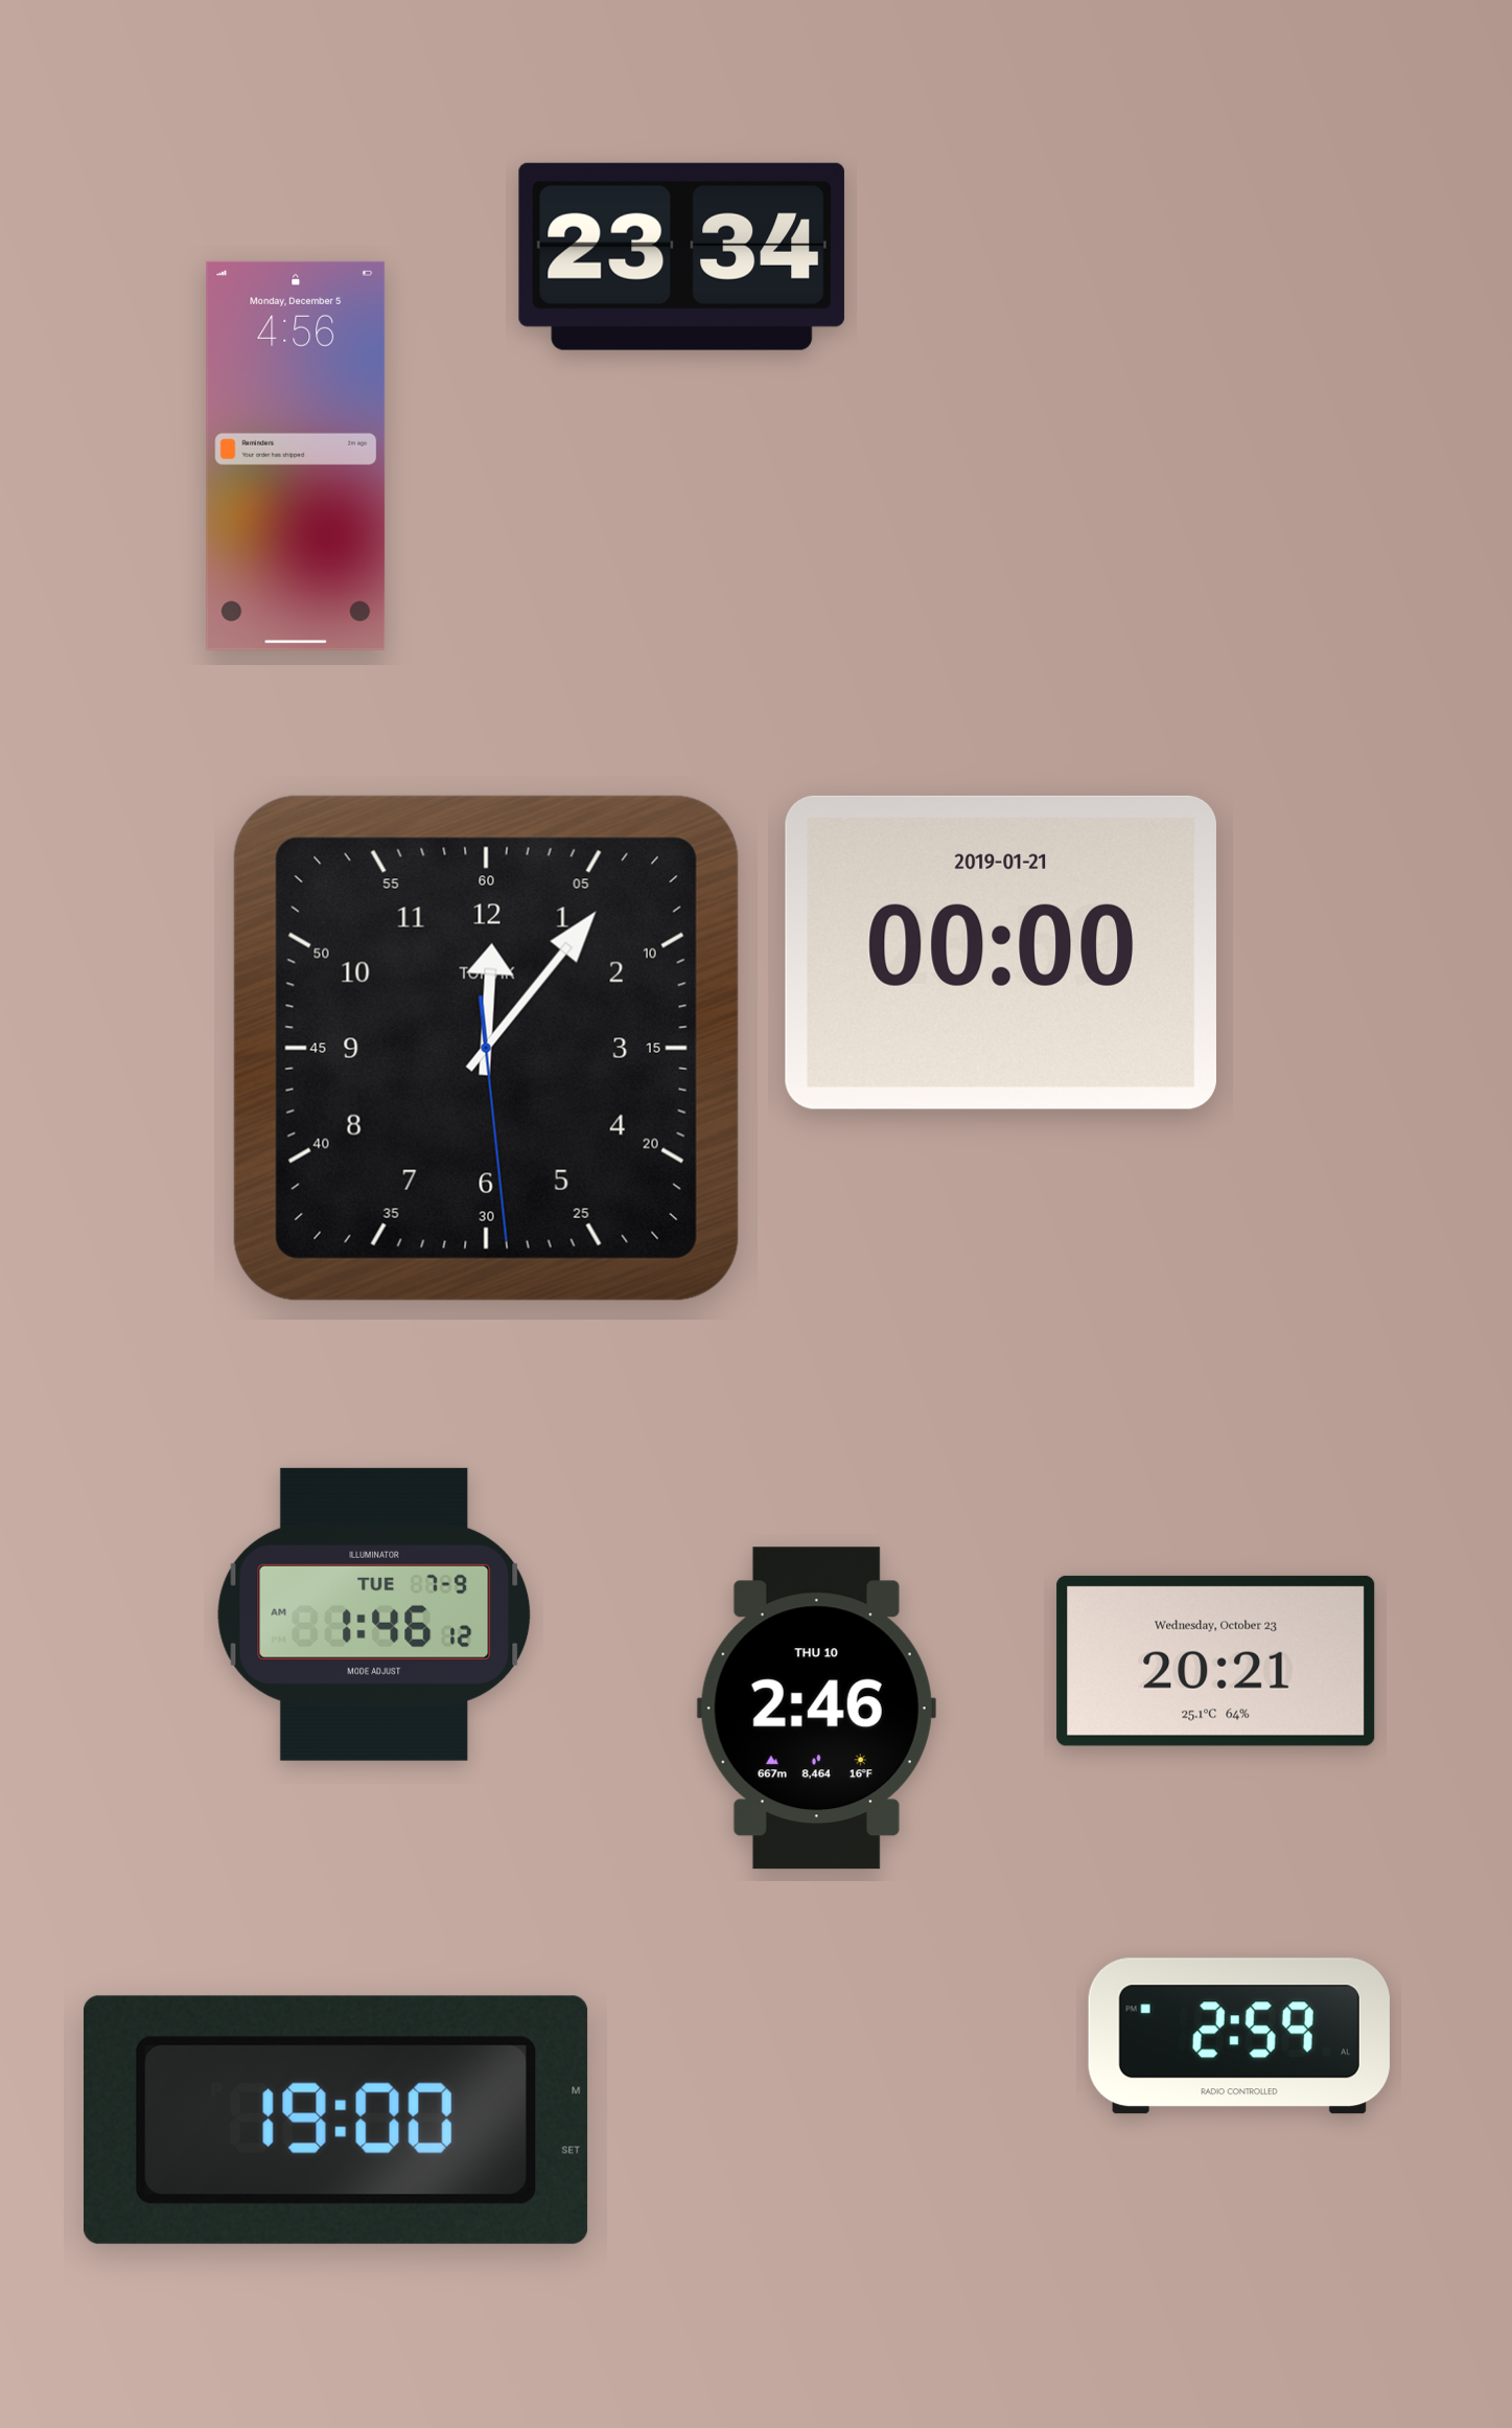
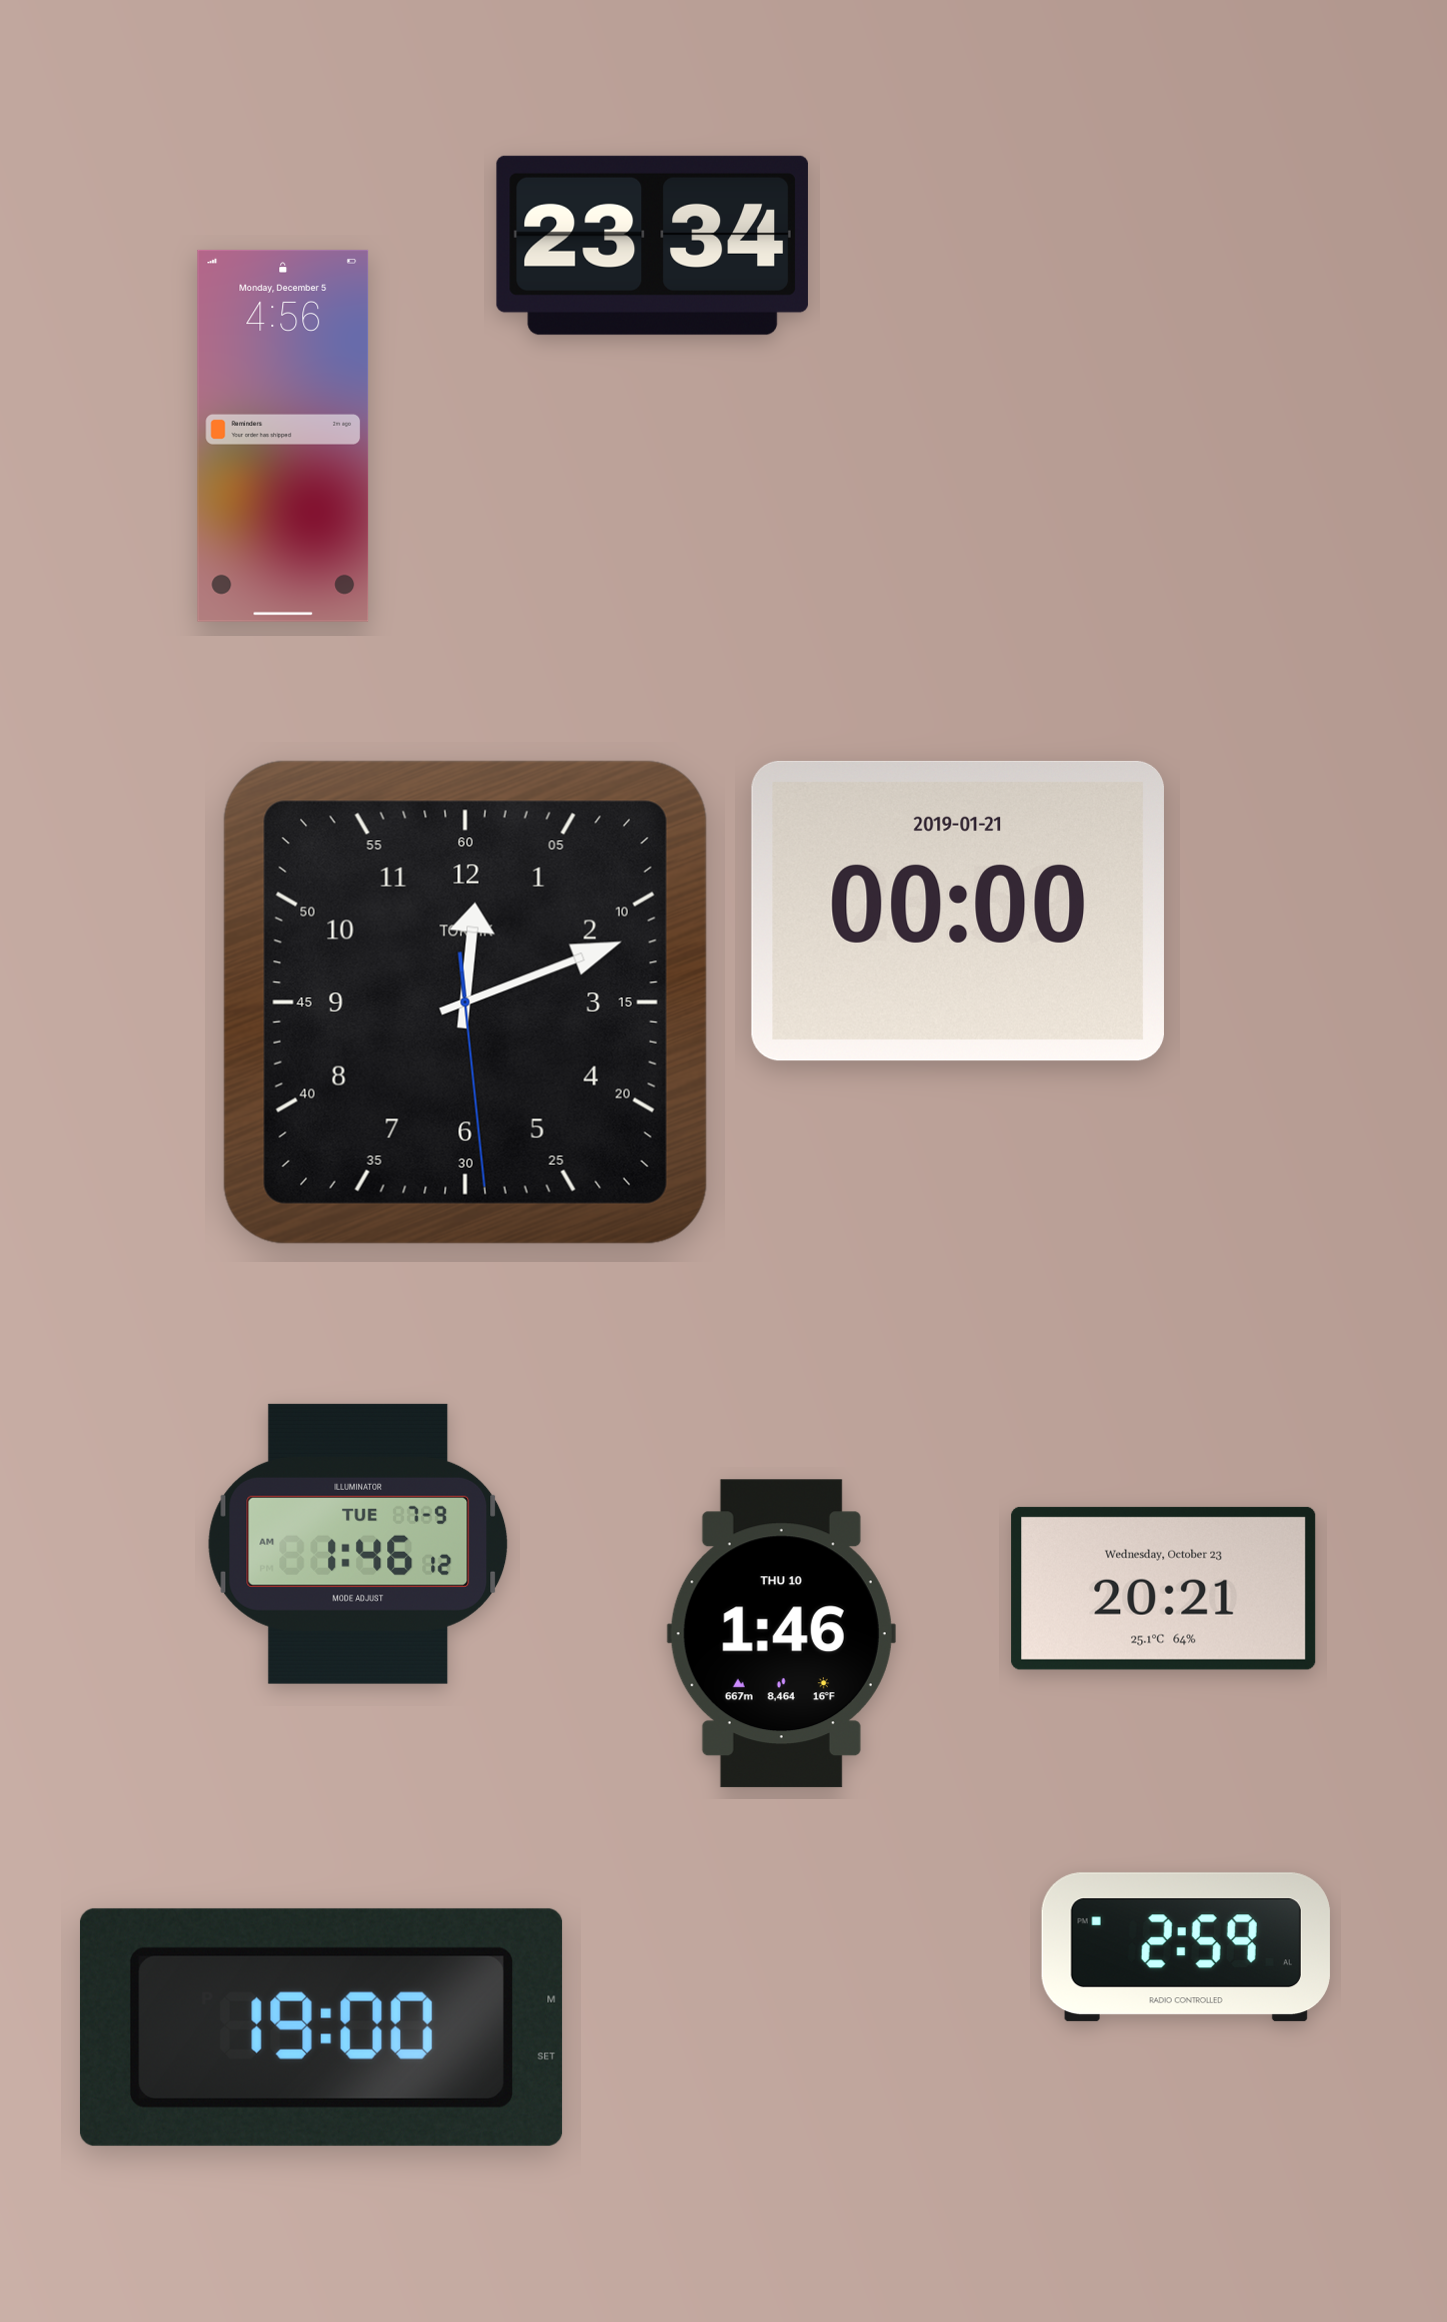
clock at (486, 1048): 12:06 -> 12:11
clock at (816, 1709): 2:46 -> 1:46
